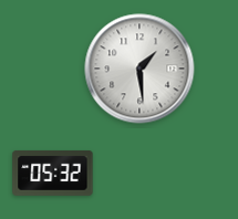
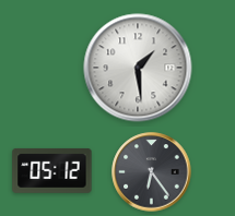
clock at (53, 174): 05:32 -> 05:12
clock at (152, 172): none -> 6:24
